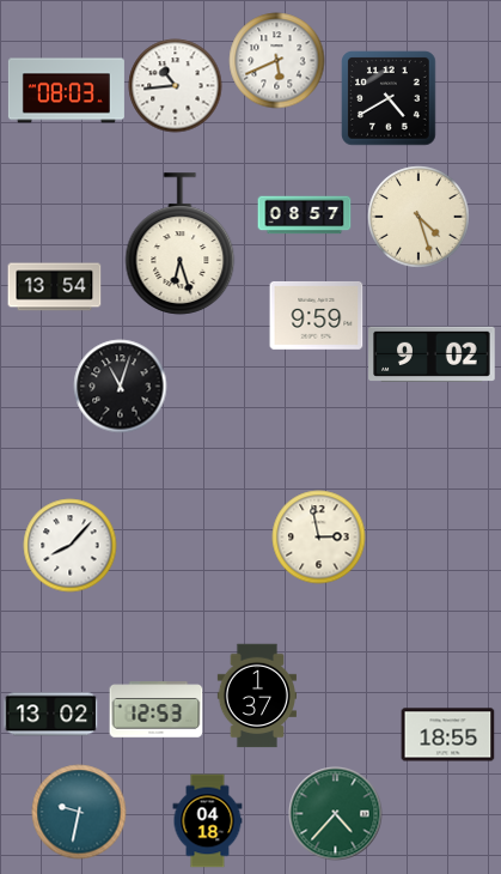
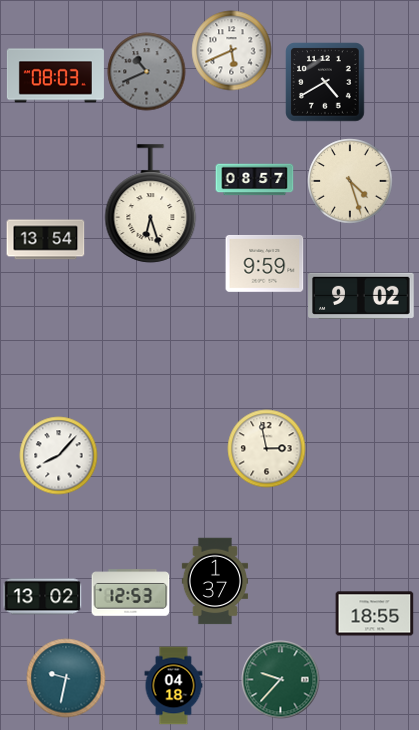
clock at (175, 85): 10:44 -> 10:41
clock at (175, 85) dial: white -> grey
clock at (120, 386): 11:03 -> none
clock at (335, 813): 4:37 -> 9:37
